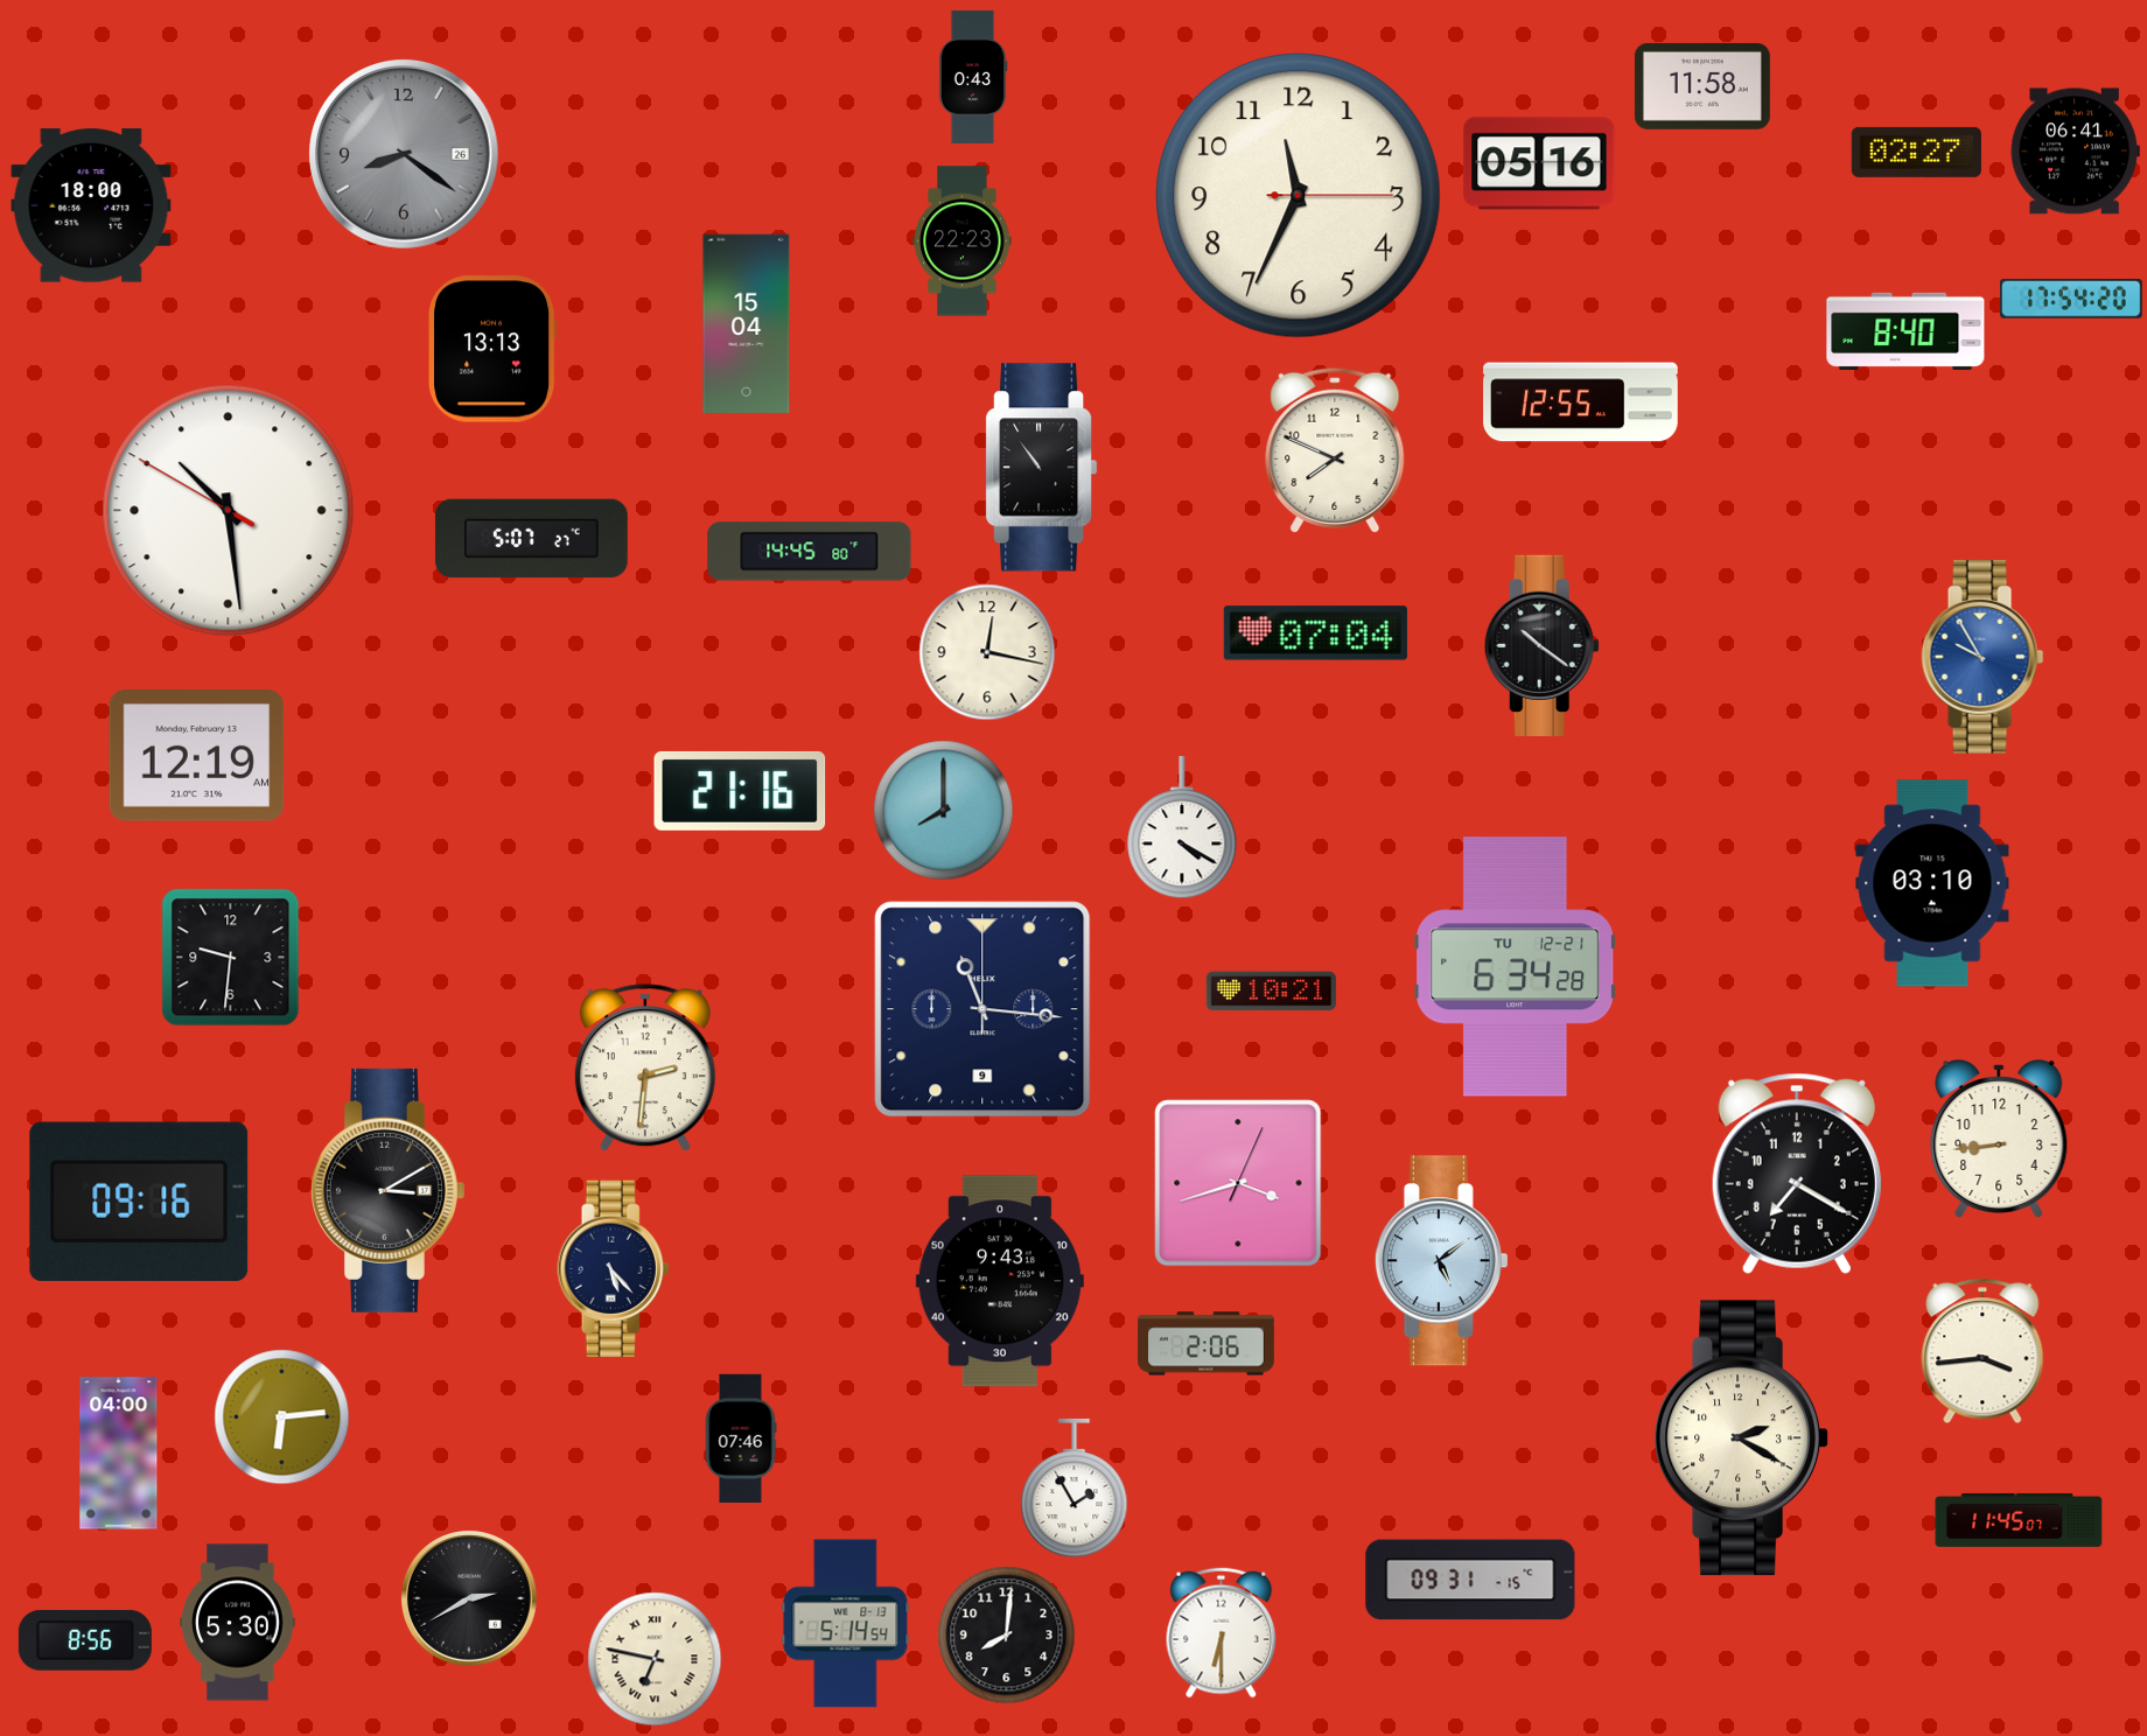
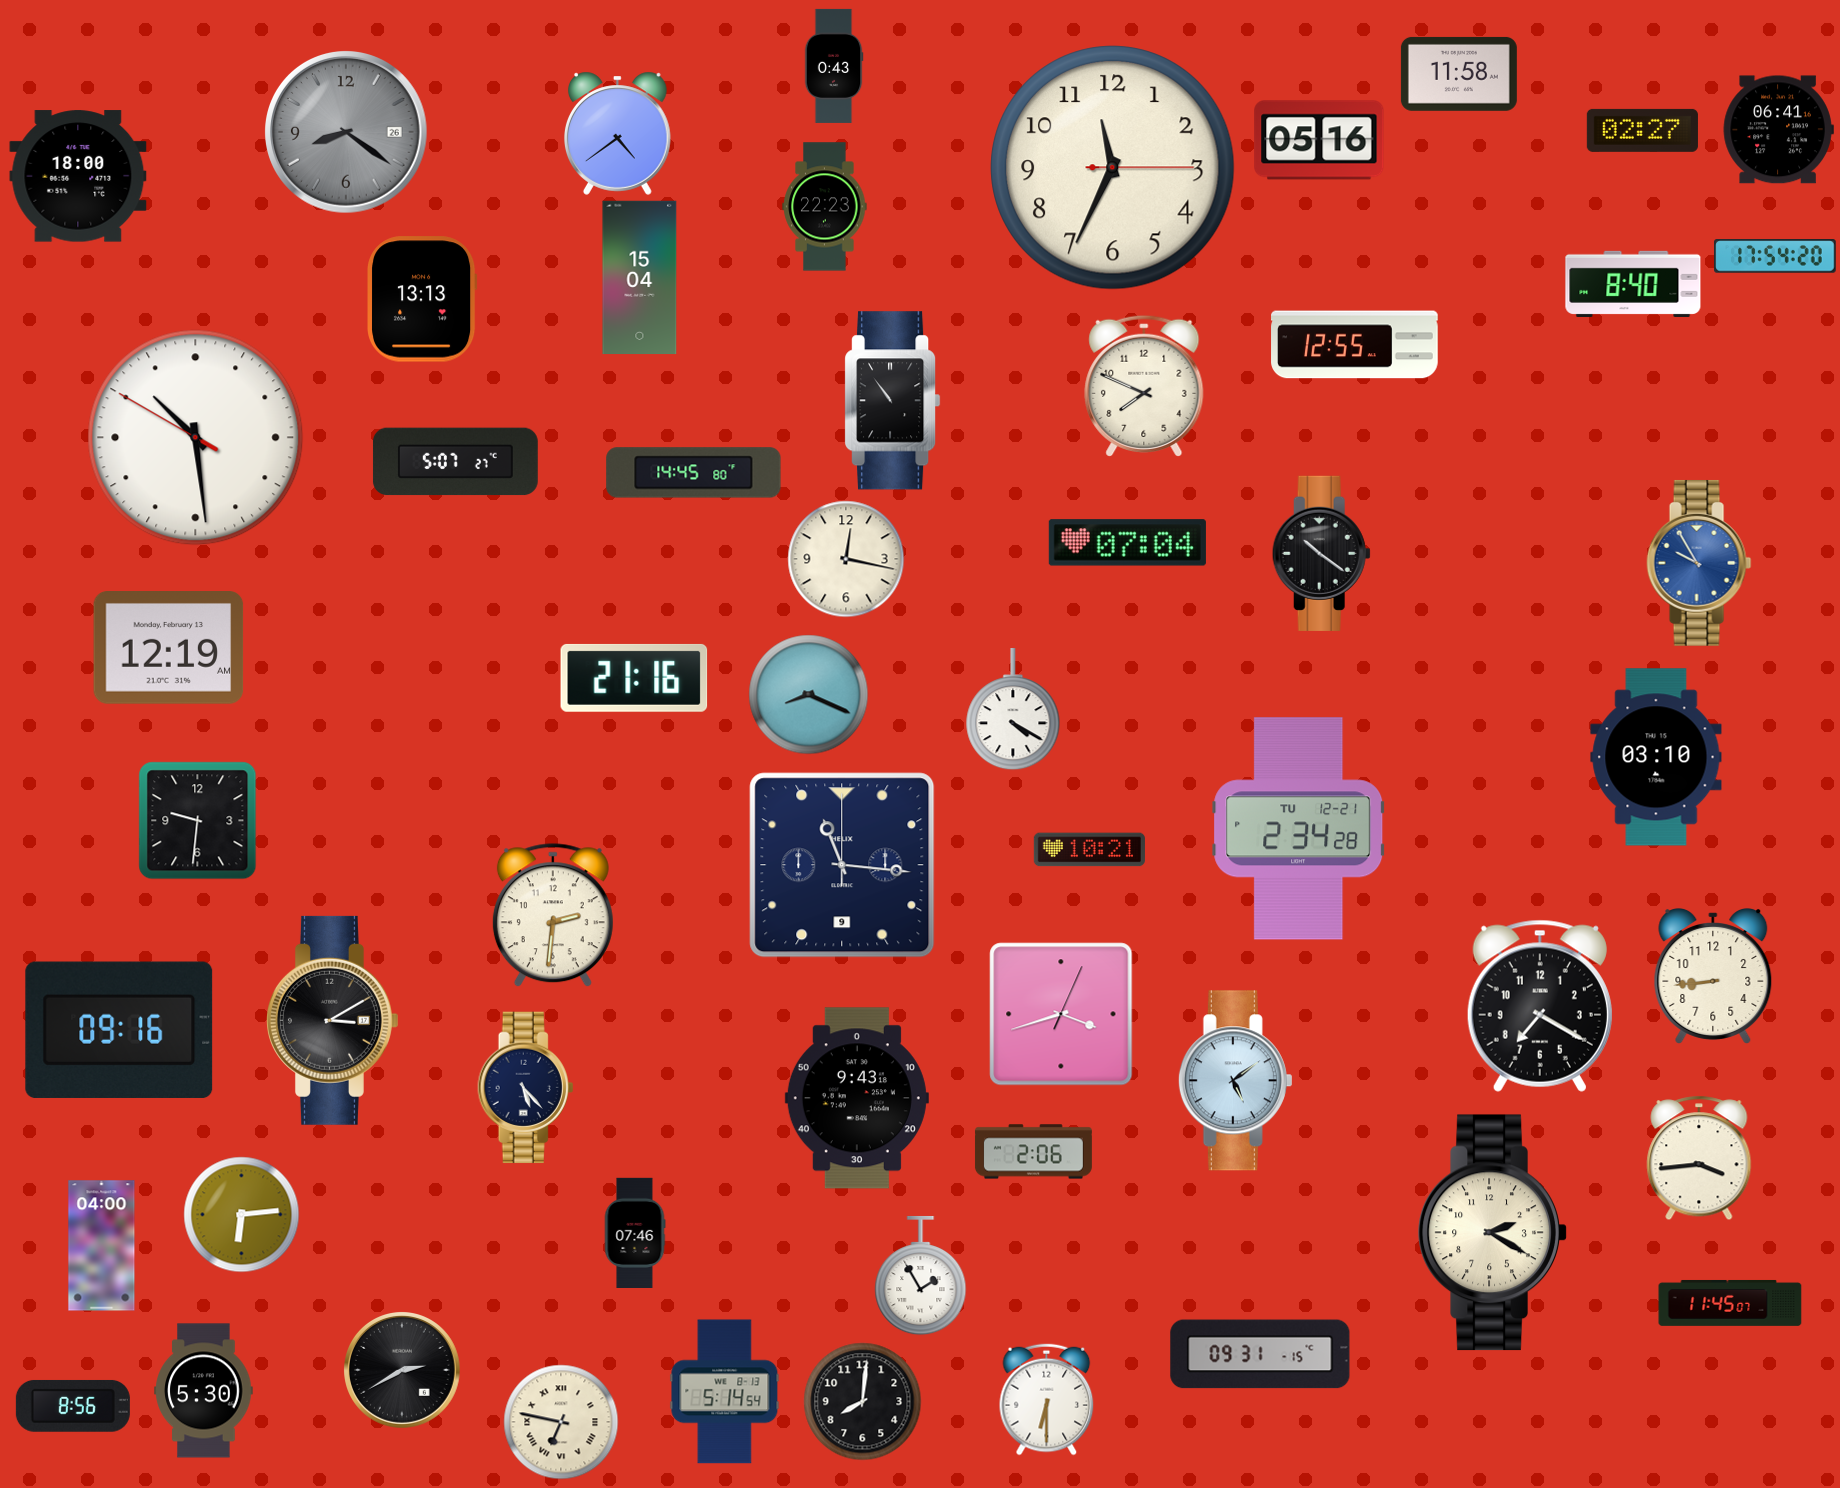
clock at (618, 133): none -> 4:39
clock at (944, 811): 8:00 -> 8:19
clock at (1516, 967): 6:34 -> 2:34
